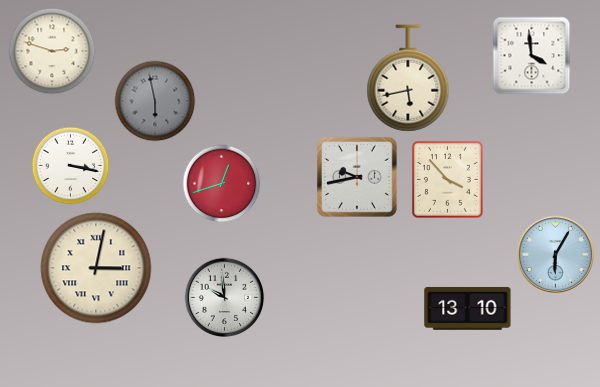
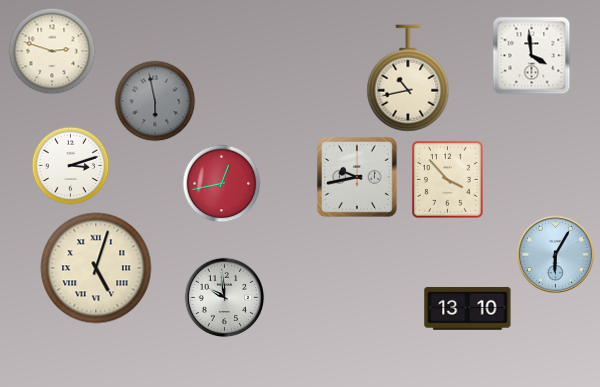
clock at (408, 78): 5:43 -> 10:43
clock at (70, 165): 3:17 -> 3:12
clock at (221, 183): 12:42 -> 12:43
clock at (96, 268): 3:02 -> 5:03
